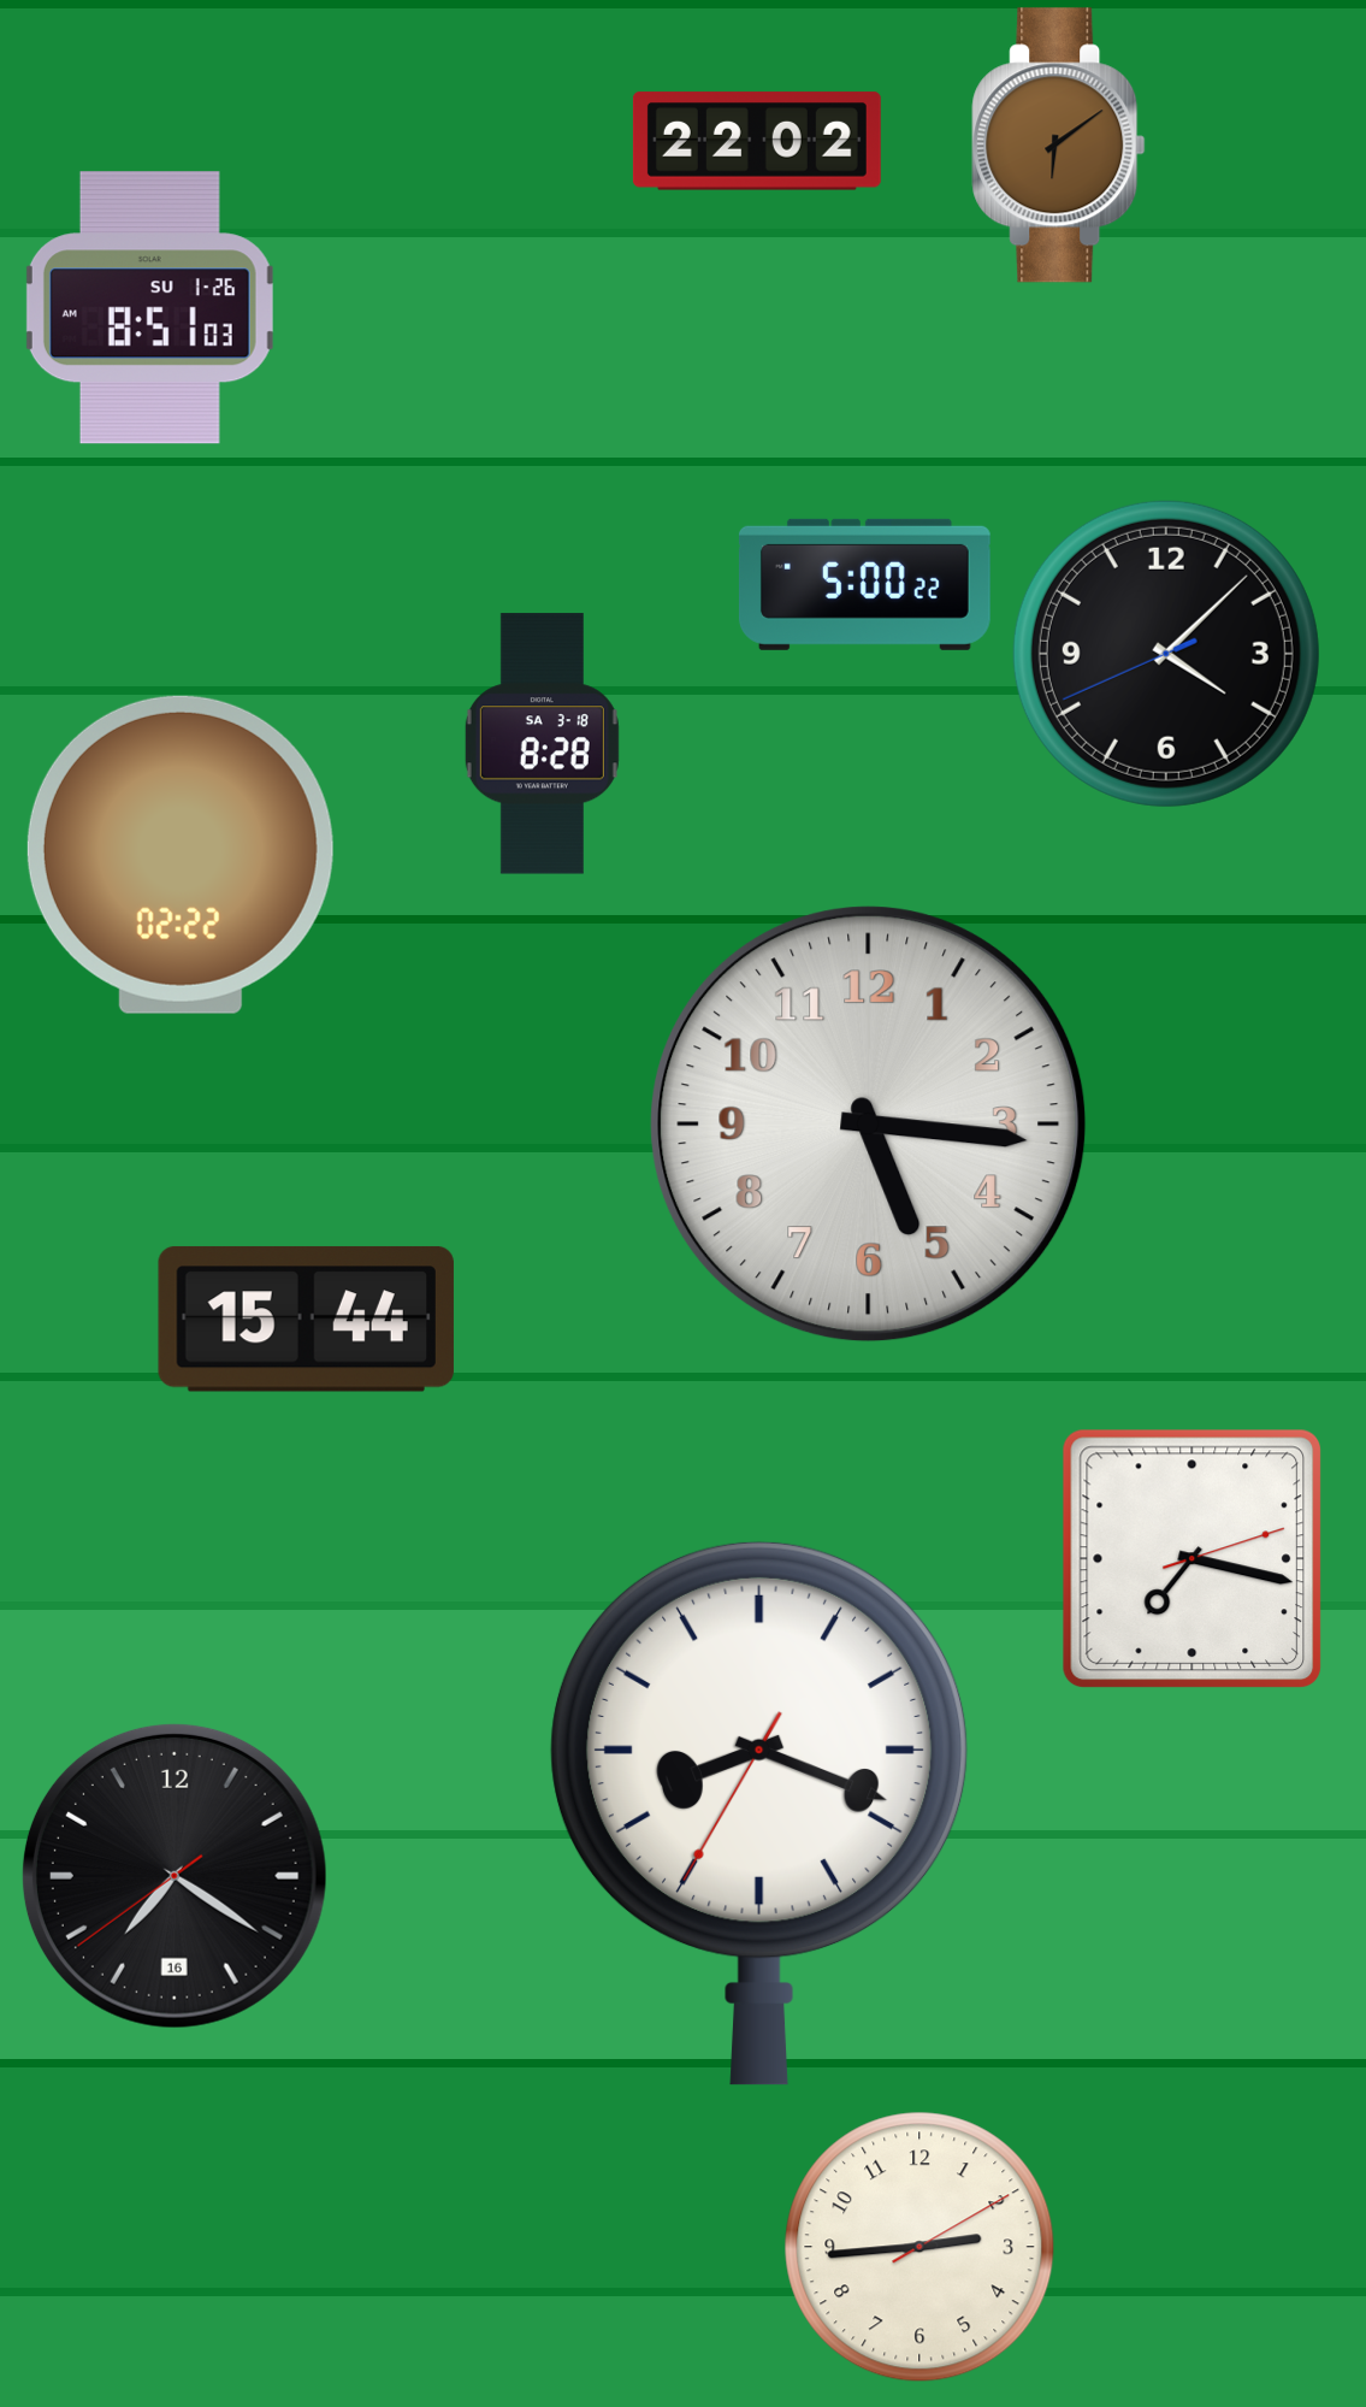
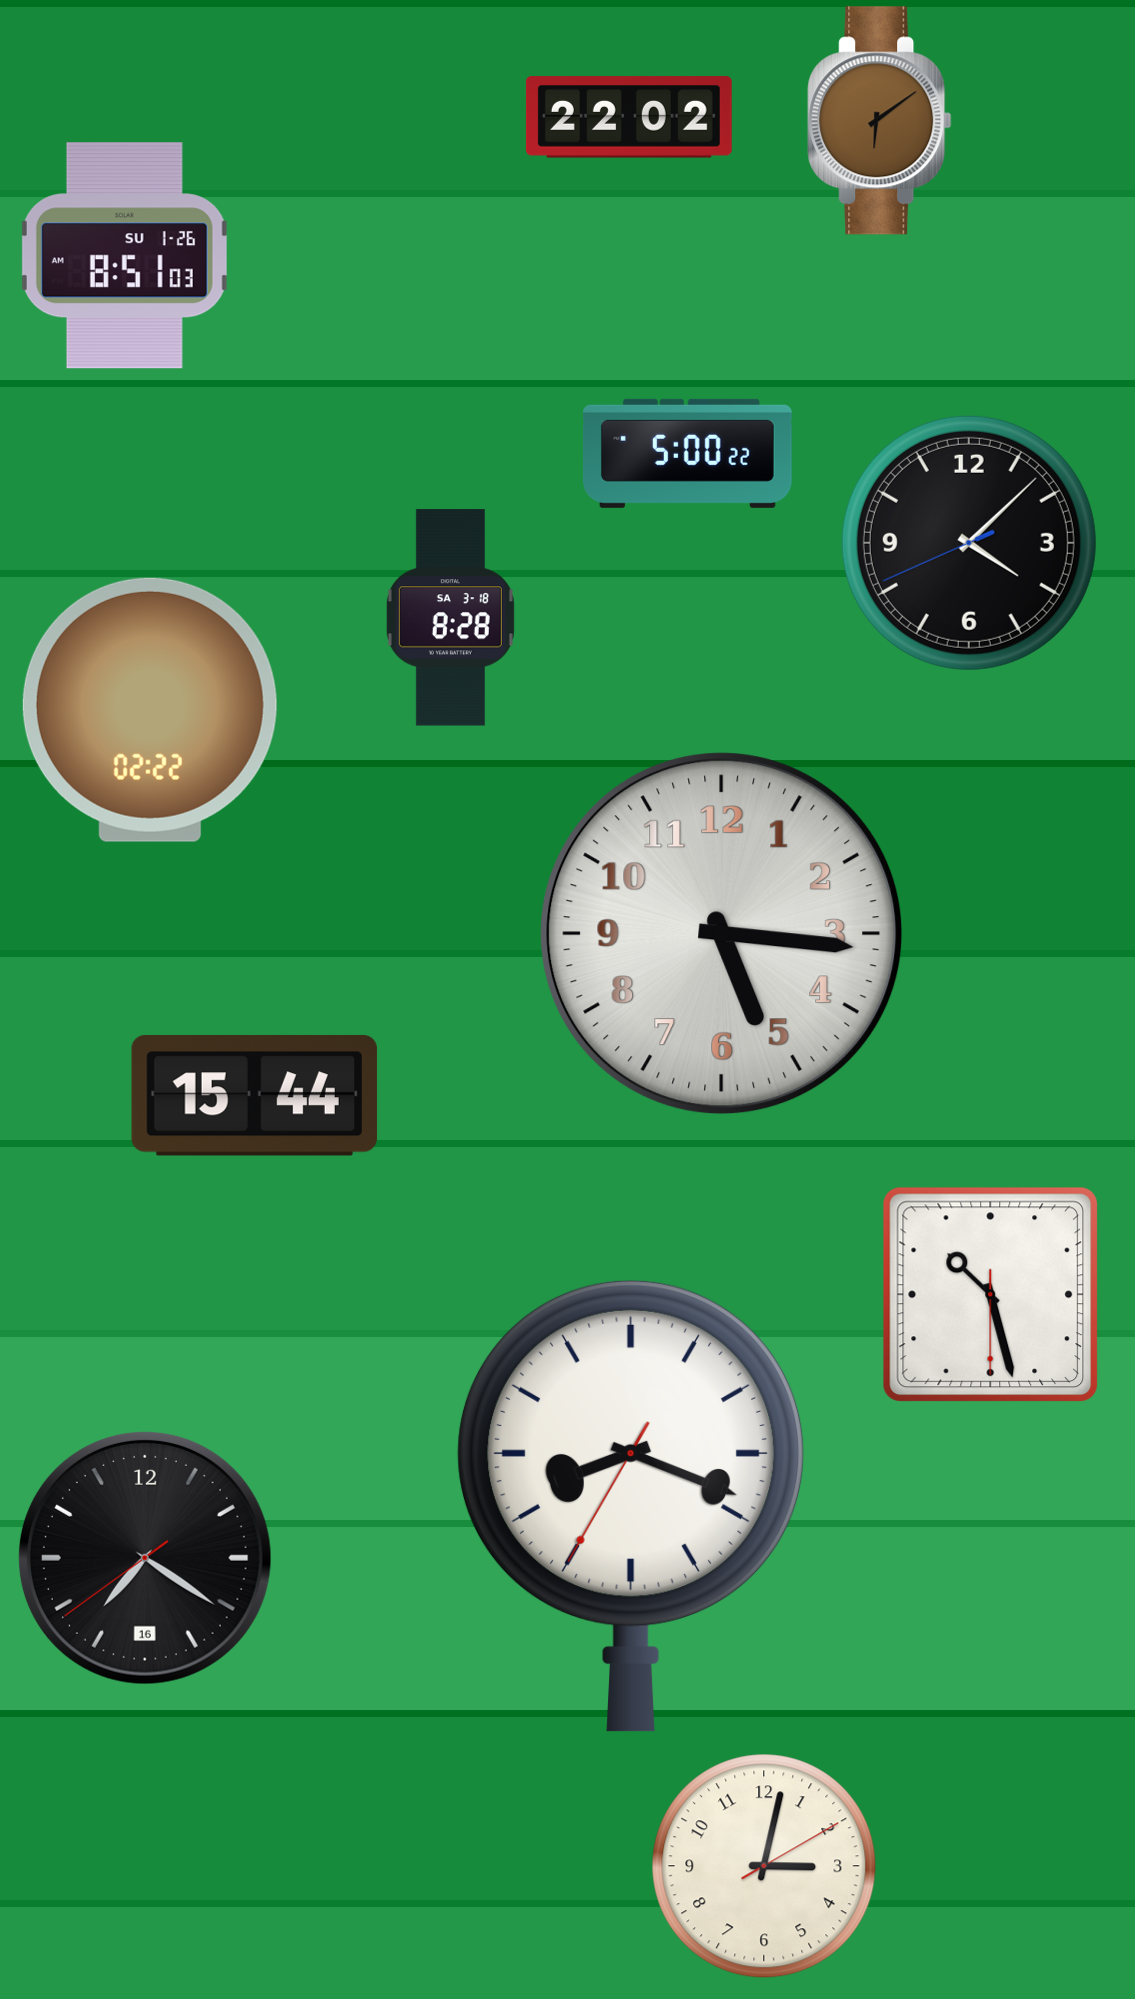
clock at (864, 584) position: (864, 584) -> (687, 453)
clock at (1193, 1559): 7:17 -> 10:27
clock at (919, 2247): 2:44 -> 3:02
